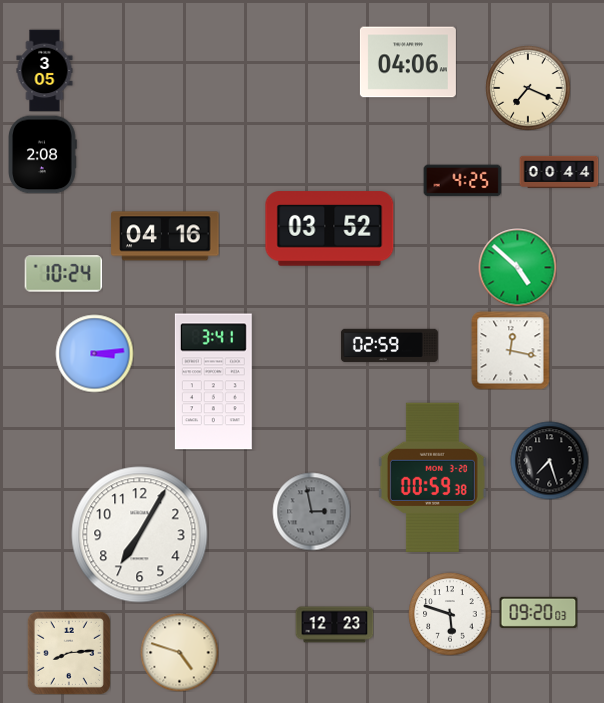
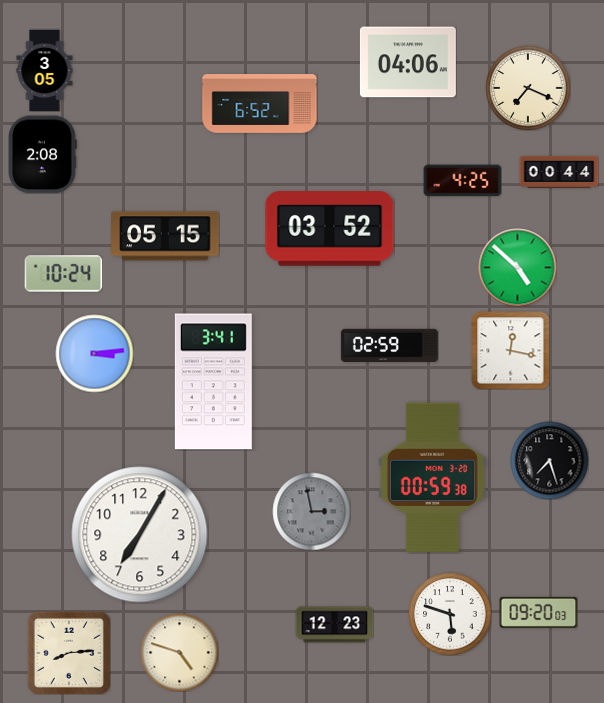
clock at (260, 104): none -> 6:52
clock at (165, 236): 04:16 -> 05:15
